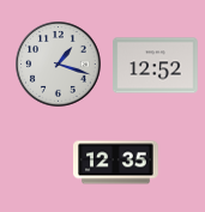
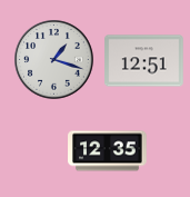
clock at (156, 66): 12:52 -> 12:51
